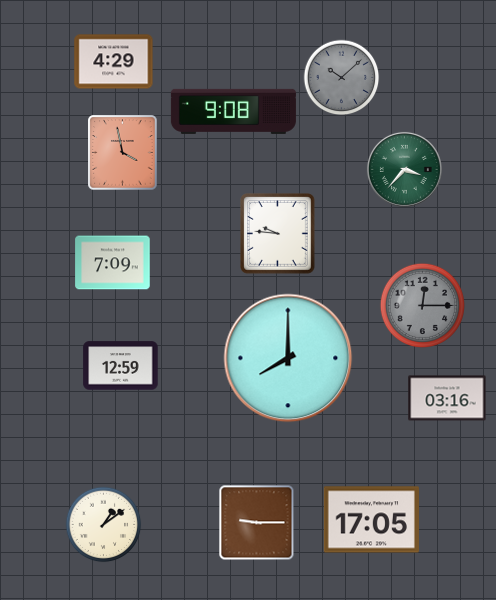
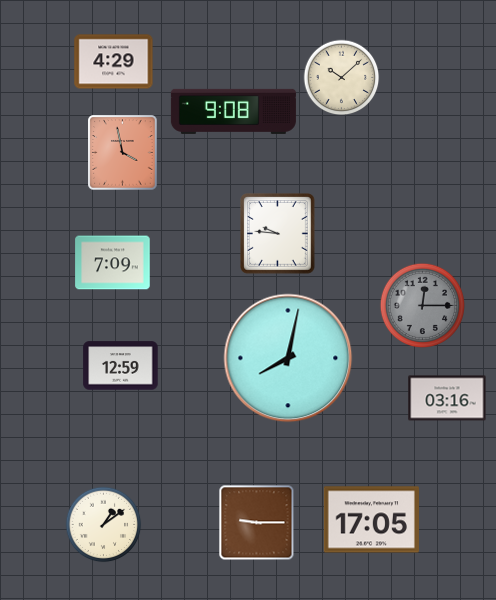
clock at (342, 78) dial: grey -> cream
clock at (404, 169): 3:37 -> none
clock at (288, 358): 8:00 -> 8:02
